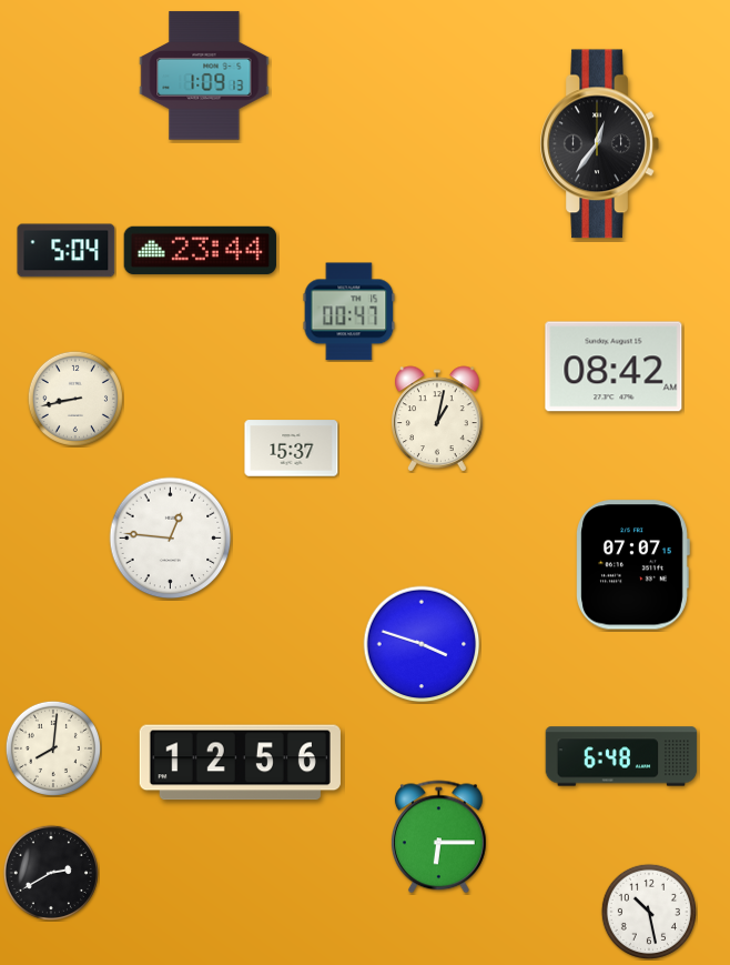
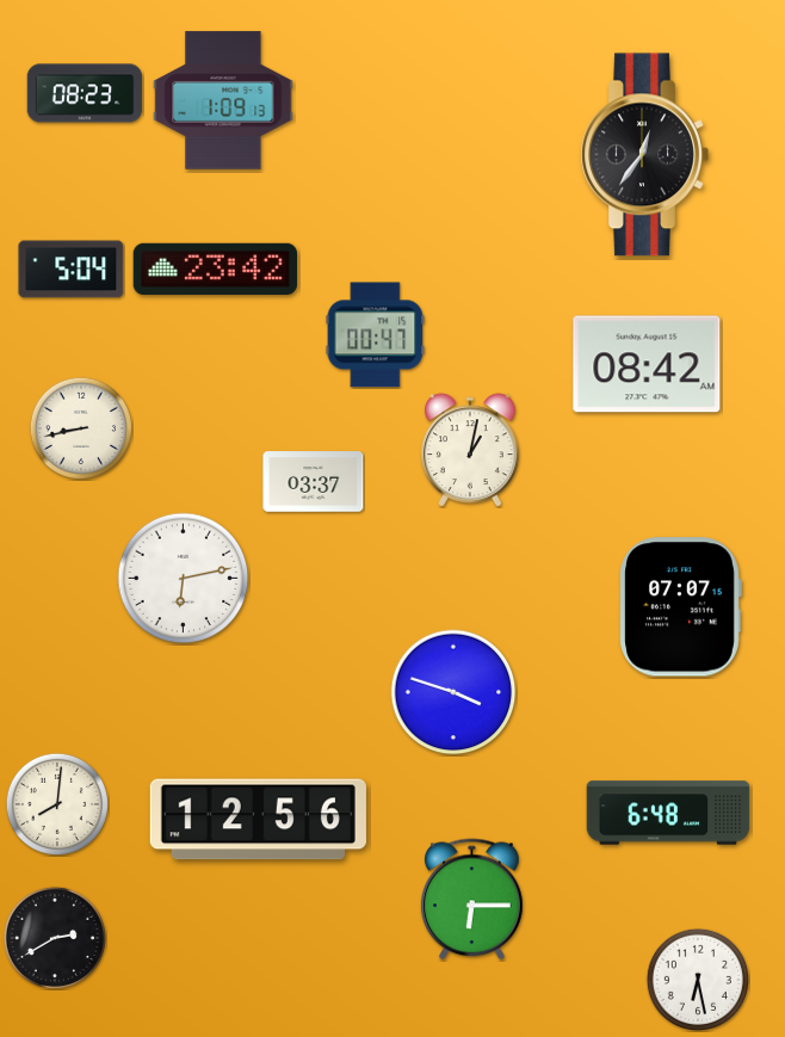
clock at (204, 76) position: (204, 76) -> (223, 100)
clock at (85, 93): none -> 08:23
clock at (201, 250): 23:44 -> 23:42
clock at (614, 366) position: (614, 366) -> (647, 364)
clock at (292, 449): 15:37 -> 03:37
clock at (171, 539): 12:46 -> 6:13
clock at (649, 912): 10:28 -> 6:28
